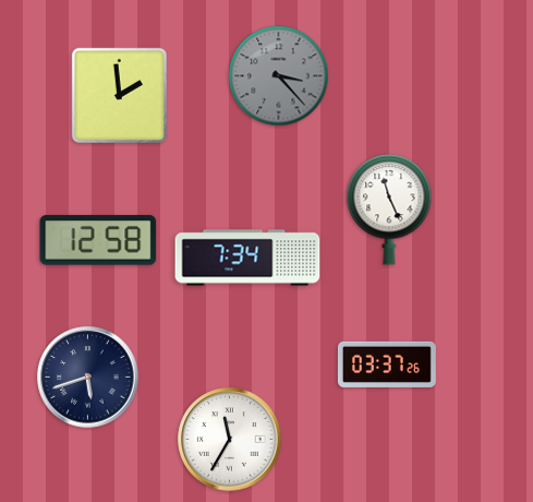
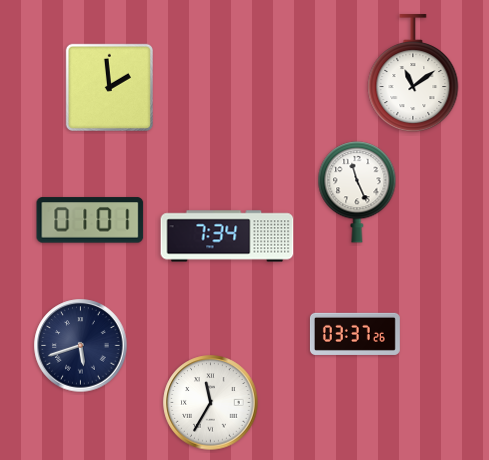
clock at (279, 76): 3:23 -> none
clock at (413, 74): none -> 11:09
clock at (98, 240): 12:58 -> 01:01
